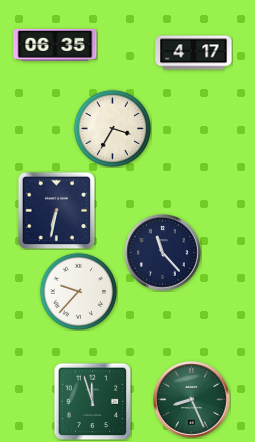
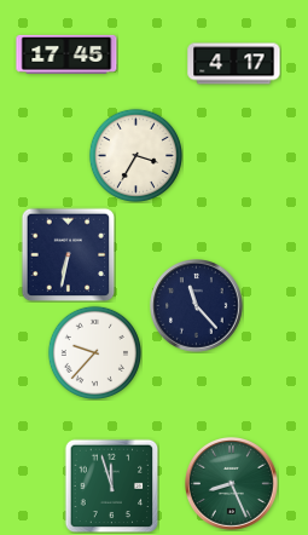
clock at (55, 45): 06:35 -> 17:45
